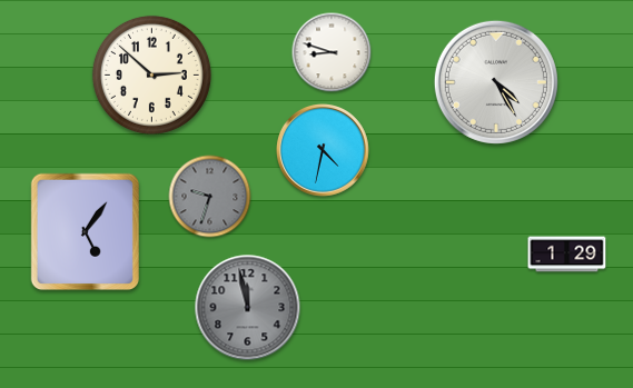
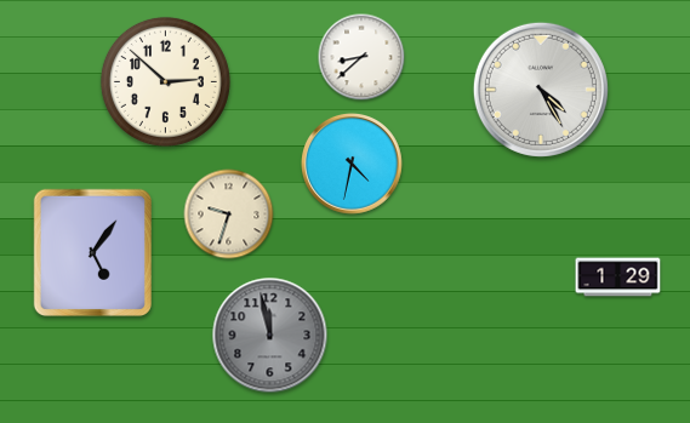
clock at (332, 52): 8:48 -> 8:38
clock at (210, 197) dial: grey -> cream
